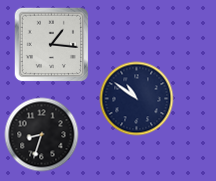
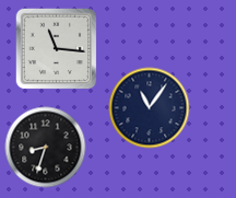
clock at (52, 45): 1:16 -> 11:16
clock at (137, 99): 10:51 -> 11:06
